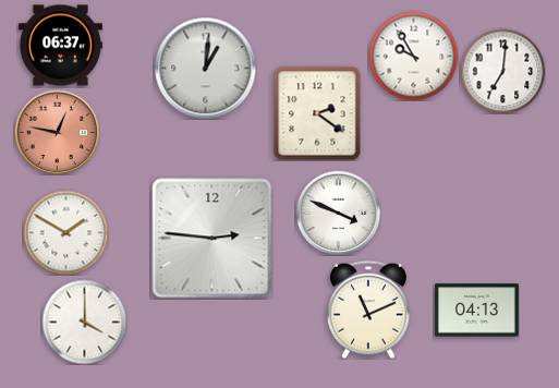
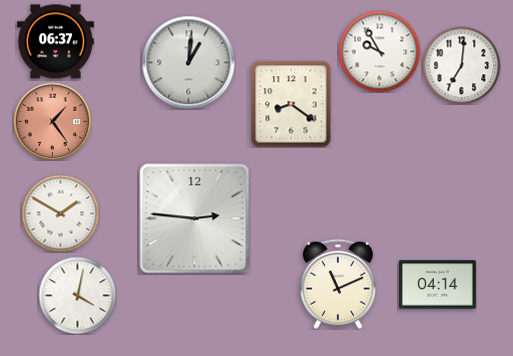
clock at (317, 113): 2:21 -> 8:21
clock at (57, 132): 12:47 -> 1:24
clock at (338, 213): 3:49 -> none
clock at (476, 311): 04:13 -> 04:14
clock at (84, 322): 4:00 -> 4:02
